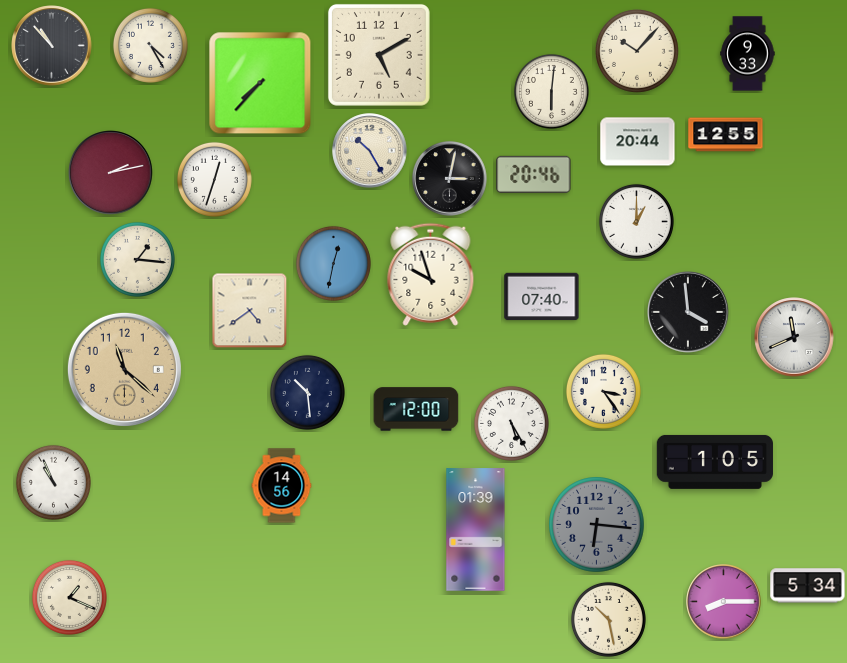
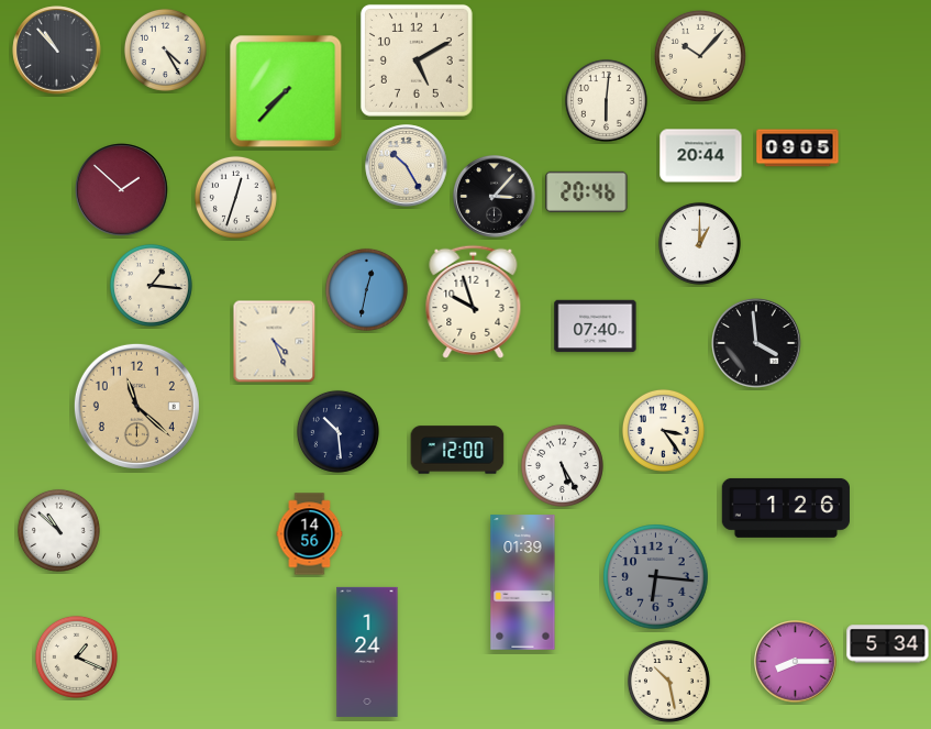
clock at (748, 54): 9:33 -> none
clock at (726, 135): 12:55 -> 09:05
clock at (111, 173): 2:13 -> 1:52
clock at (450, 179): 3:02 -> 3:07
clock at (250, 311): 4:39 -> 4:26
clock at (794, 337): 11:41 -> none
clock at (715, 462): 1:05 -> 1:26
clock at (53, 482): 10:56 -> 10:52
clock at (367, 652): none -> 1:24
